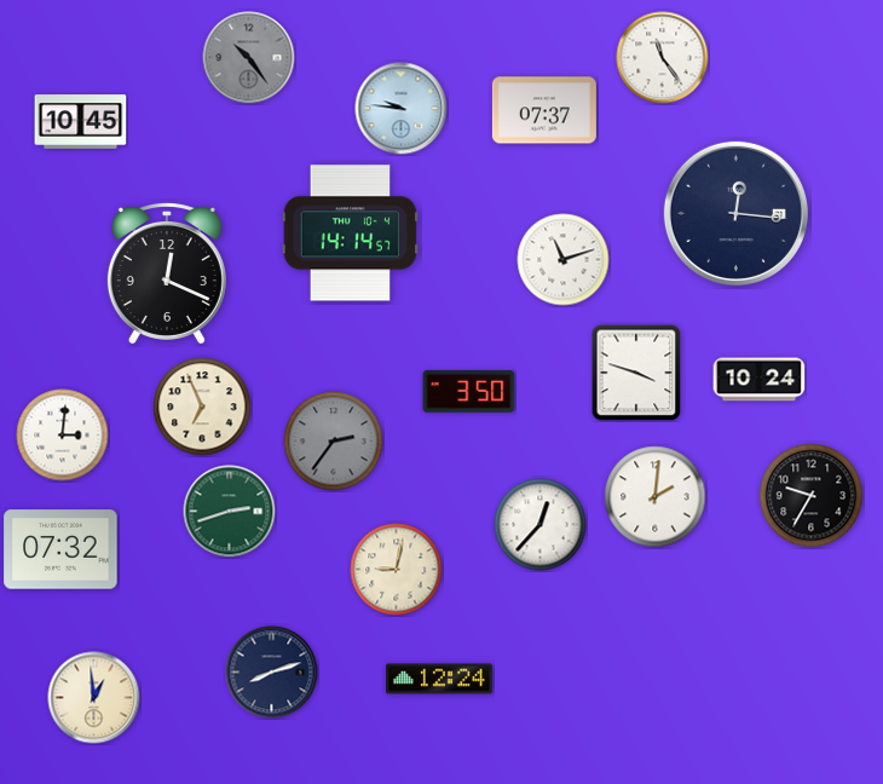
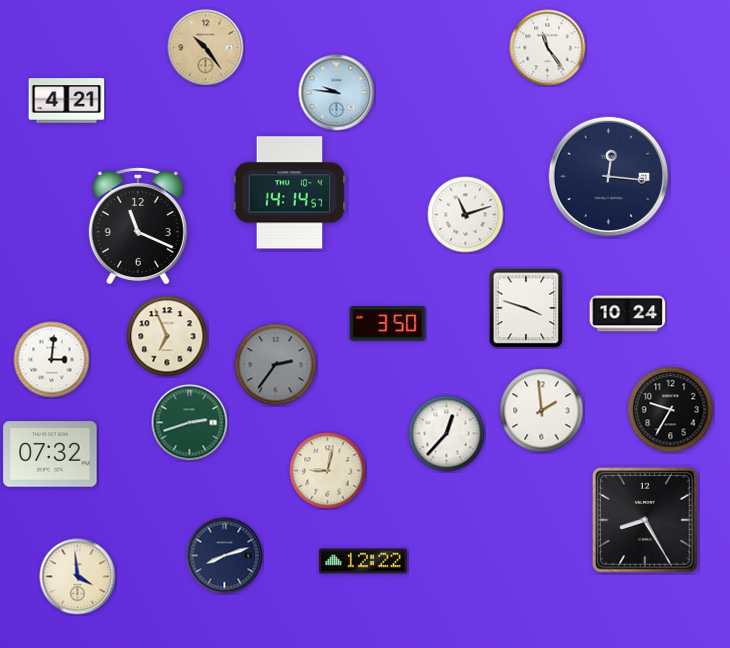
clock at (249, 58) dial: grey -> champagne
clock at (402, 109) position: (402, 109) -> (337, 93)
clock at (544, 110): 07:37 -> none
clock at (81, 122): 10:45 -> 4:21
clock at (167, 272): 12:19 -> 11:19
clock at (656, 497): 2:01 -> 1:59
clock at (645, 520): none -> 8:25
clock at (439, 679): 12:24 -> 12:22
clock at (94, 698): 12:59 -> 3:59
